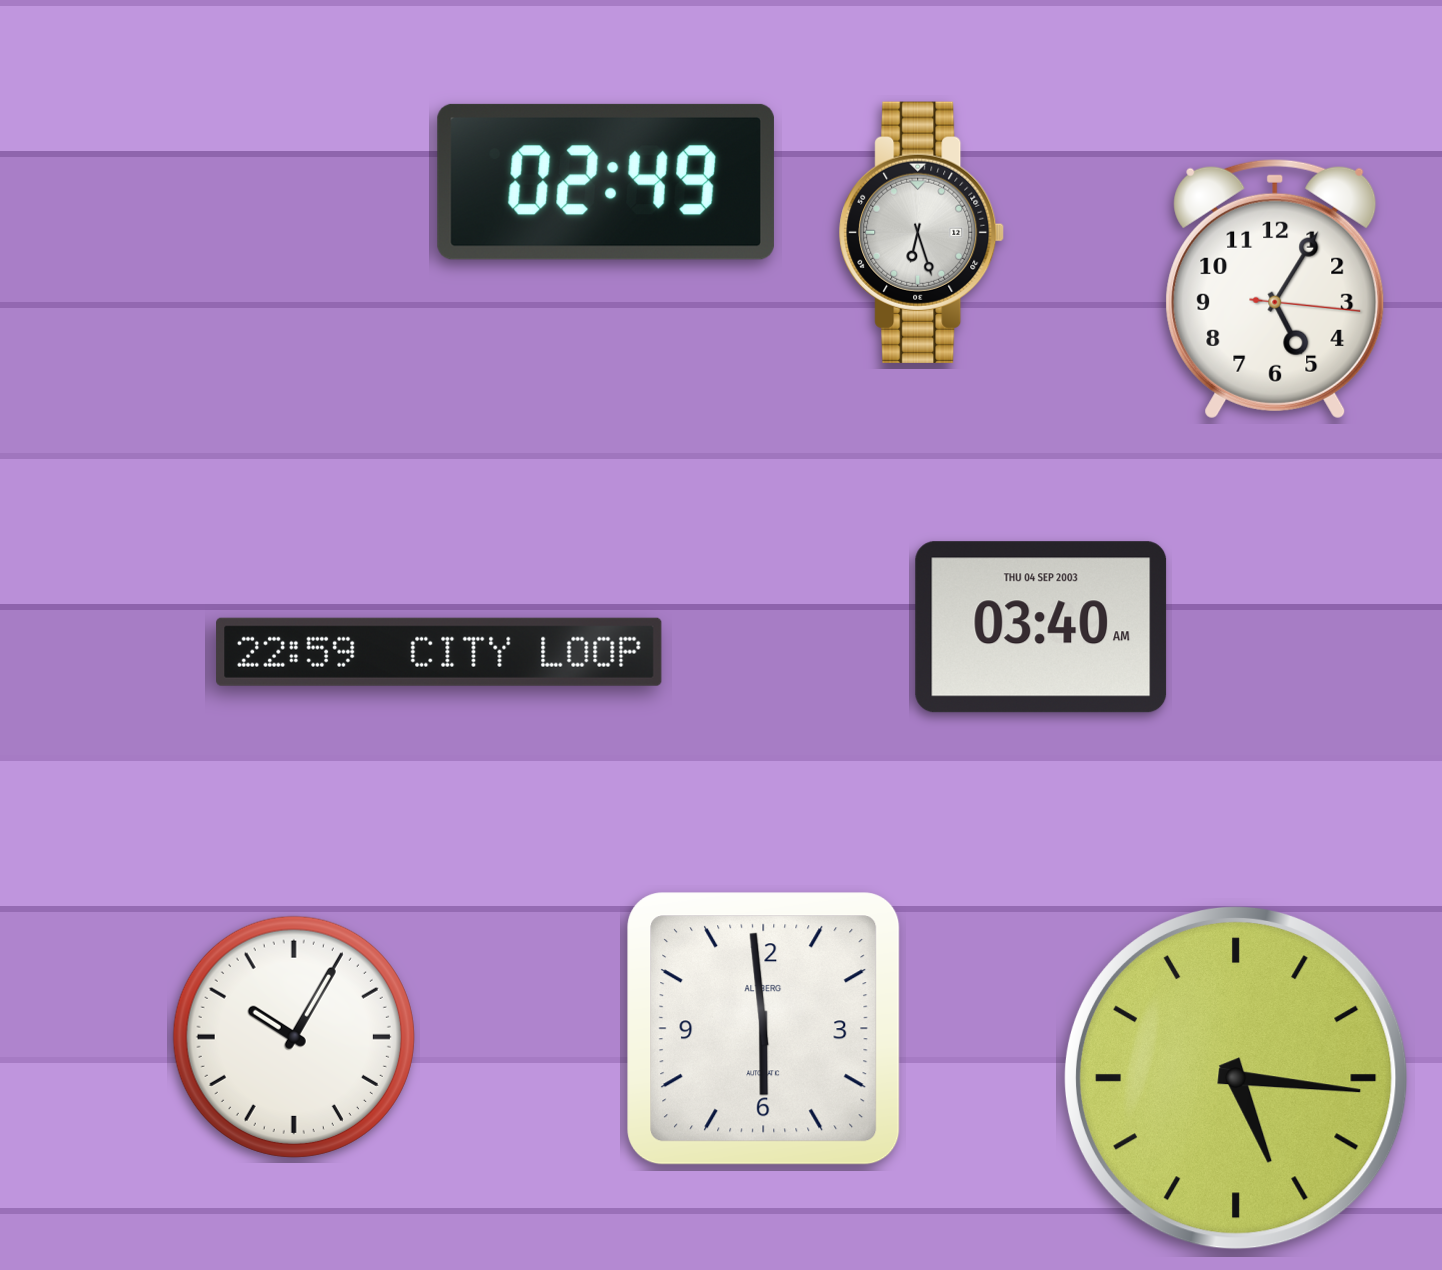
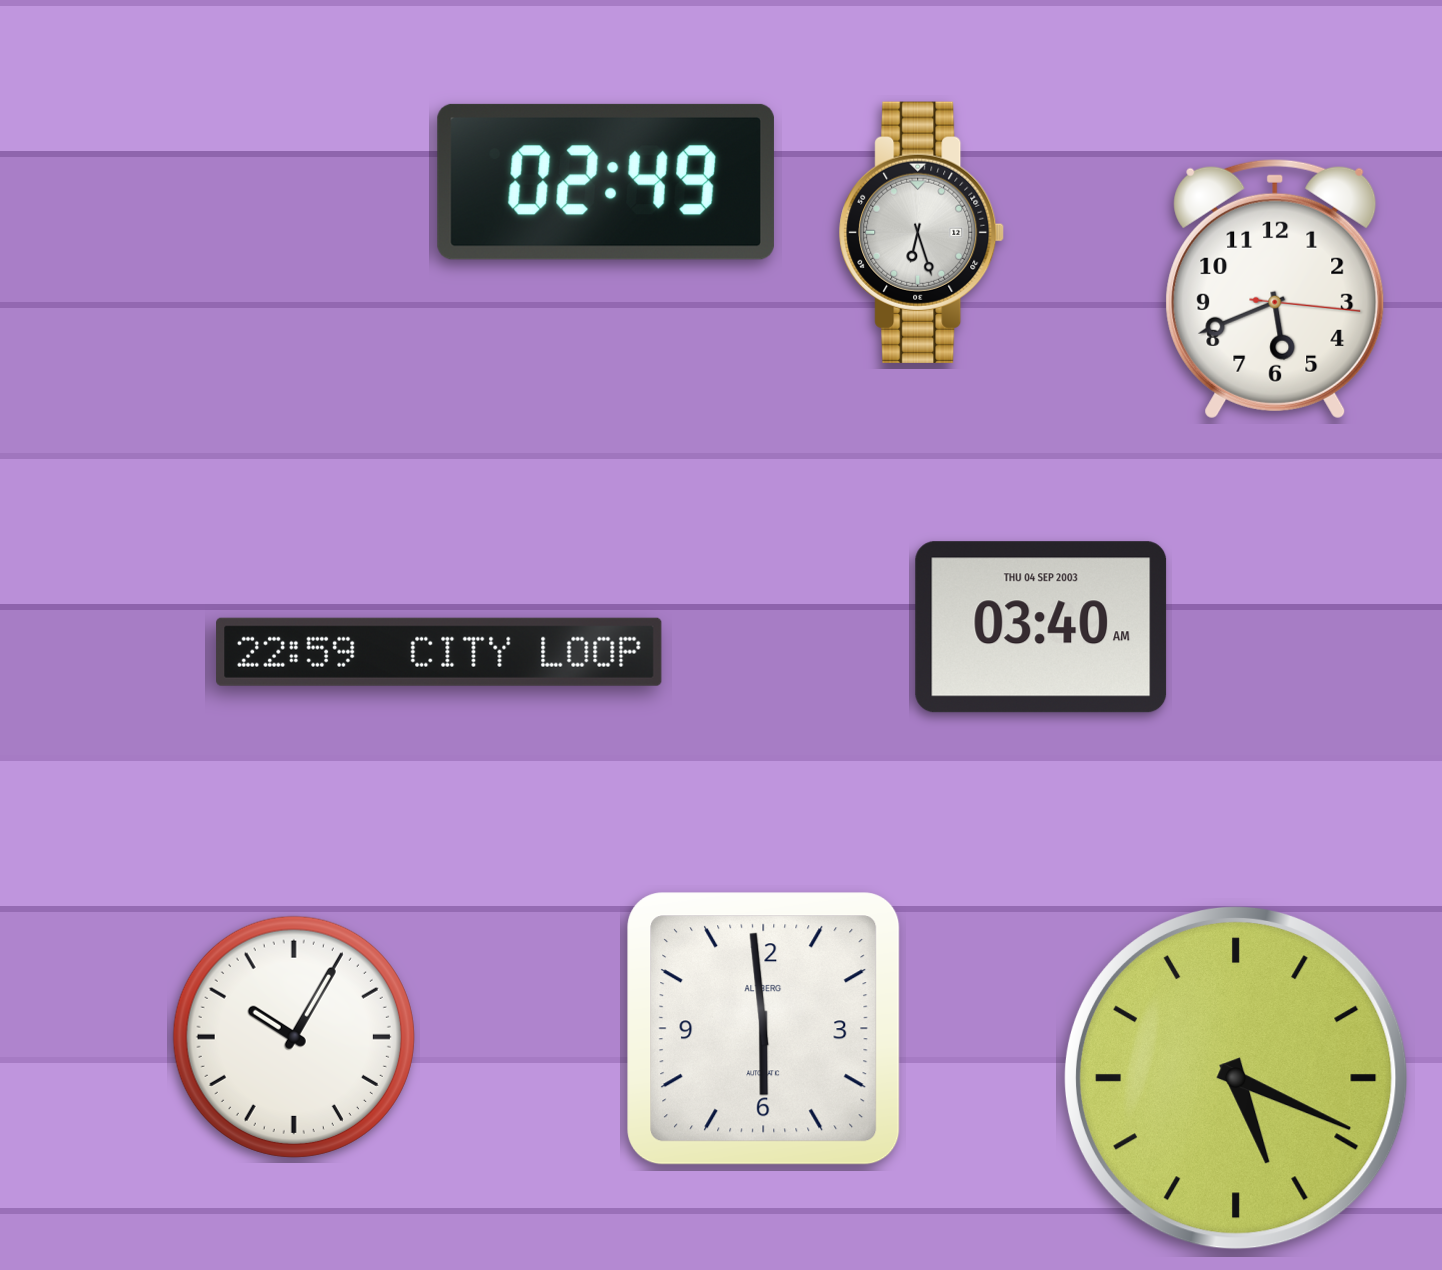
clock at (1275, 289): 5:05 -> 5:41
clock at (1236, 1078): 5:16 -> 5:19
